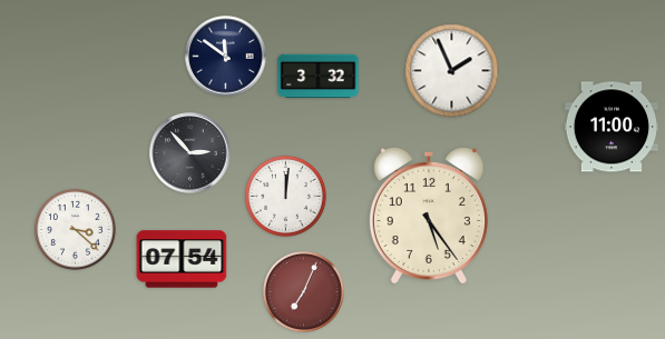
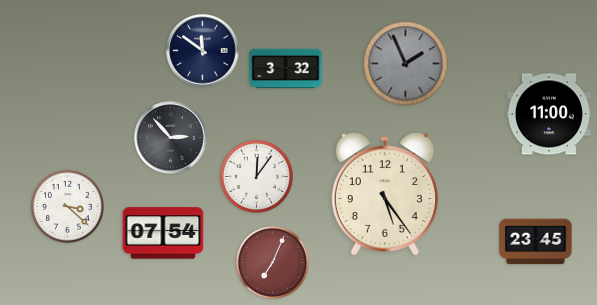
clock at (452, 71) dial: white -> grey
clock at (285, 196): 12:01 -> 12:06
clock at (536, 242): none -> 23:45
